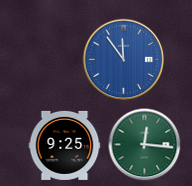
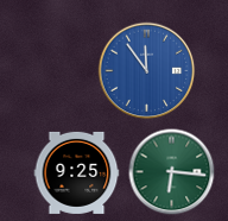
clock at (145, 145): 12:16 -> 6:16
